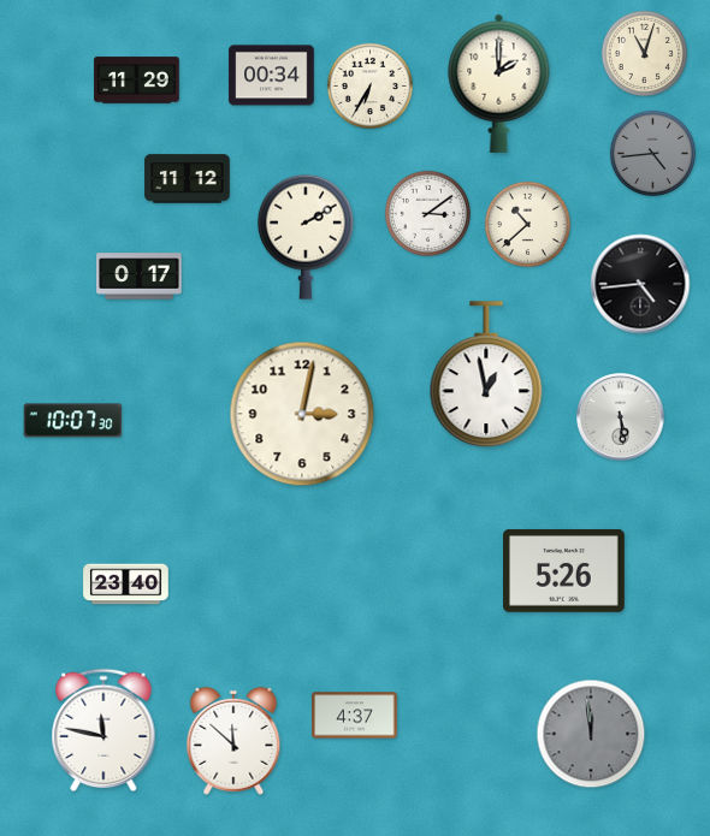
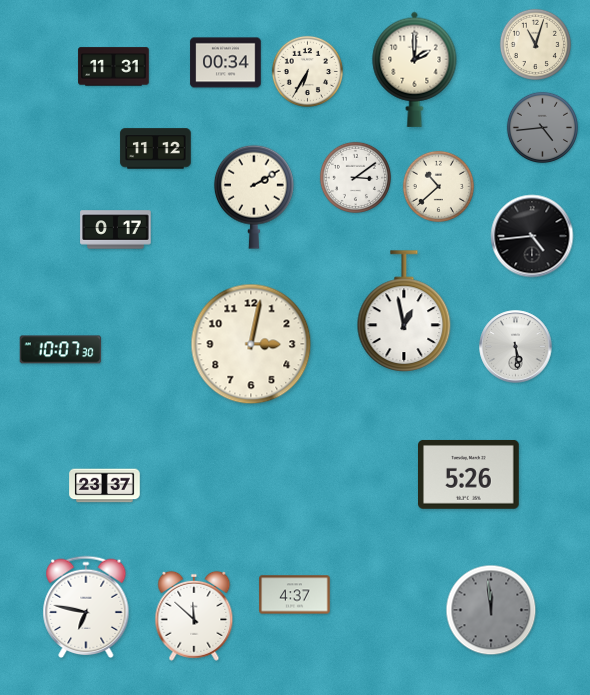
clock at (137, 81): 11:29 -> 11:31
clock at (126, 585): 23:40 -> 23:37
clock at (103, 730): 11:47 -> 6:47
